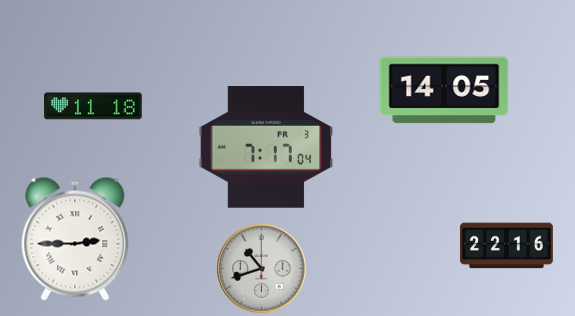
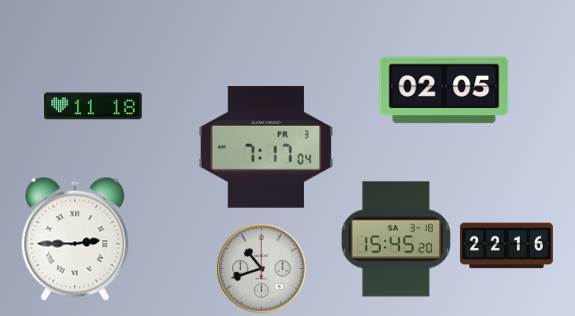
clock at (444, 90): 14:05 -> 02:05
clock at (396, 239): none -> 15:45
